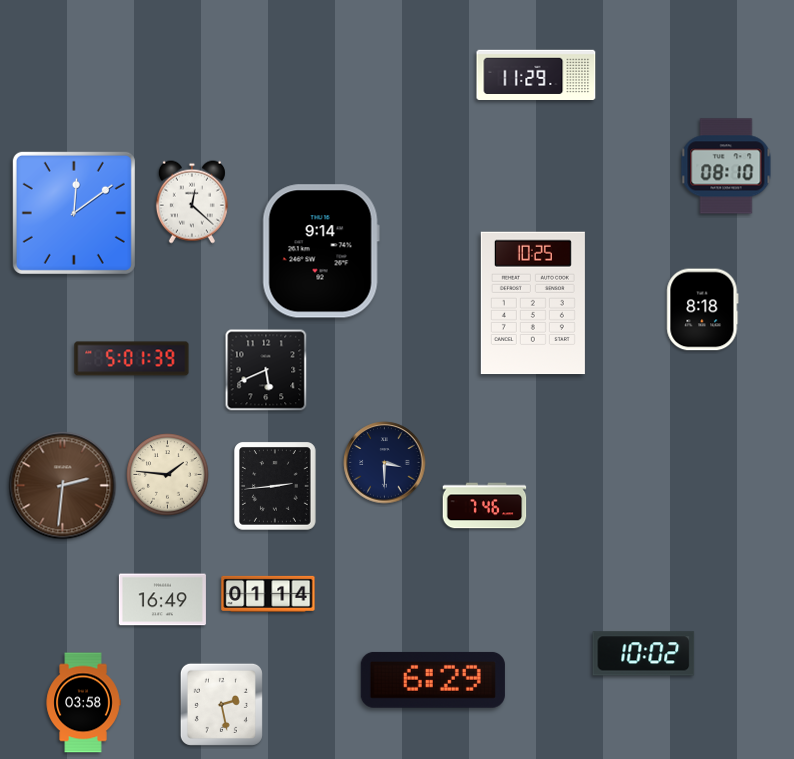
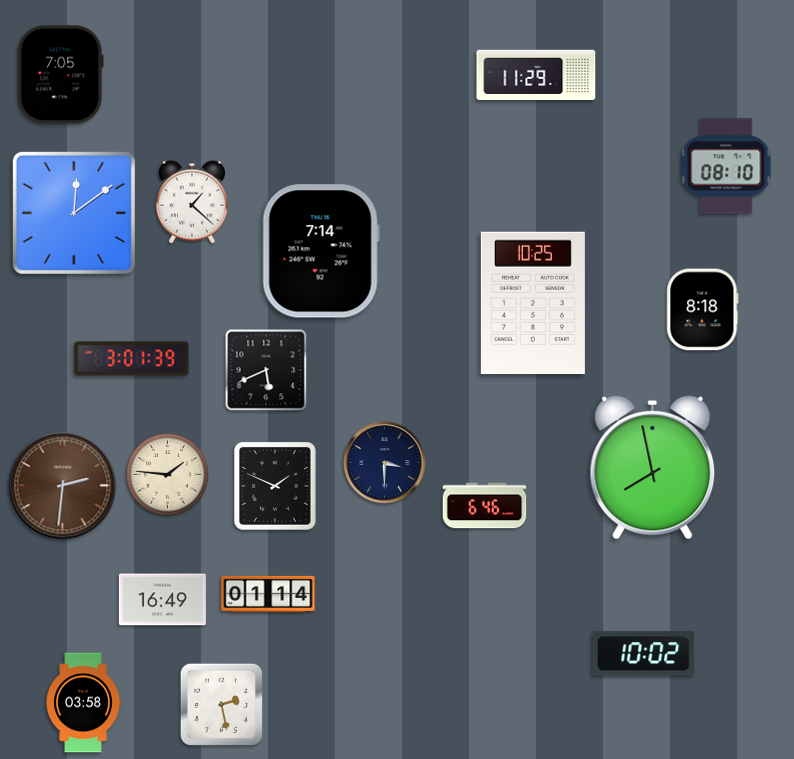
clock at (61, 75): none -> 7:05
clock at (192, 202): 12:22 -> 1:22
clock at (321, 251): 9:14 -> 7:14
clock at (132, 359): 5:01 -> 3:01
clock at (653, 467): none -> 7:58
clock at (276, 487): 2:44 -> 1:49
clock at (485, 506): 7:46 -> 6:46
clock at (433, 680): 6:29 -> none
